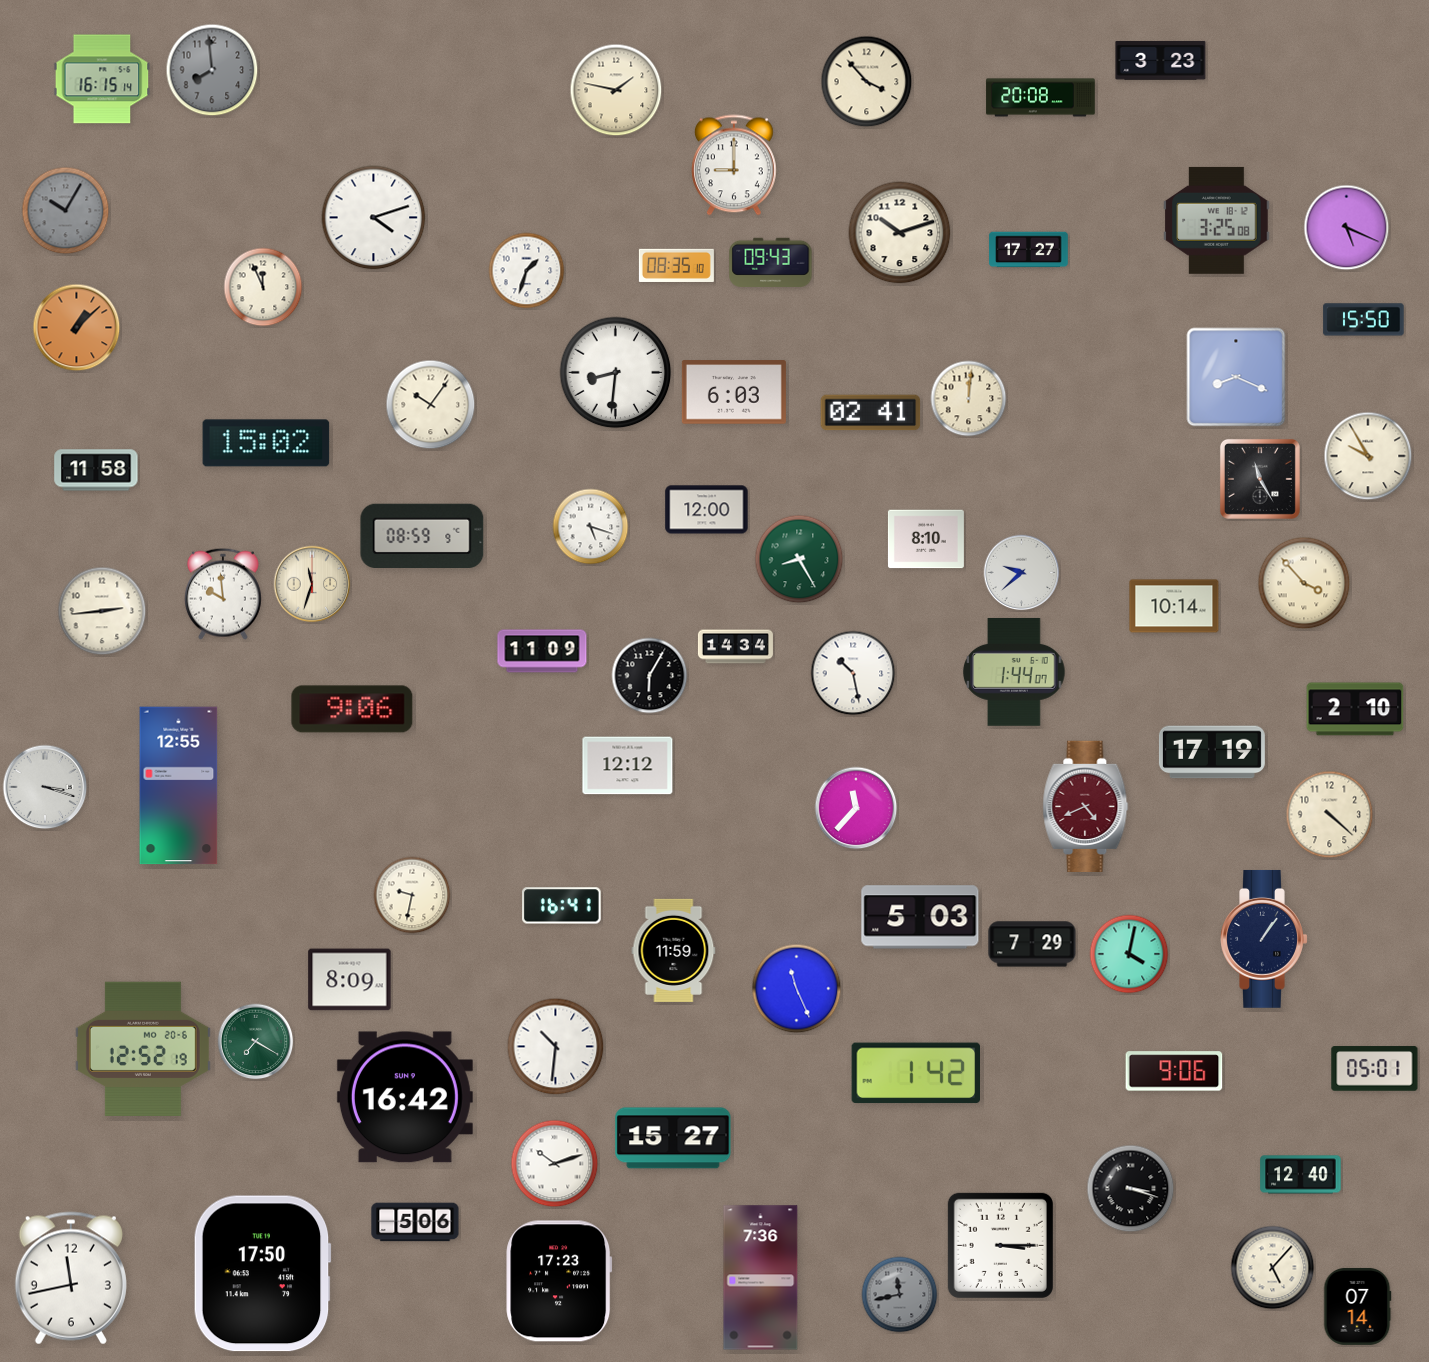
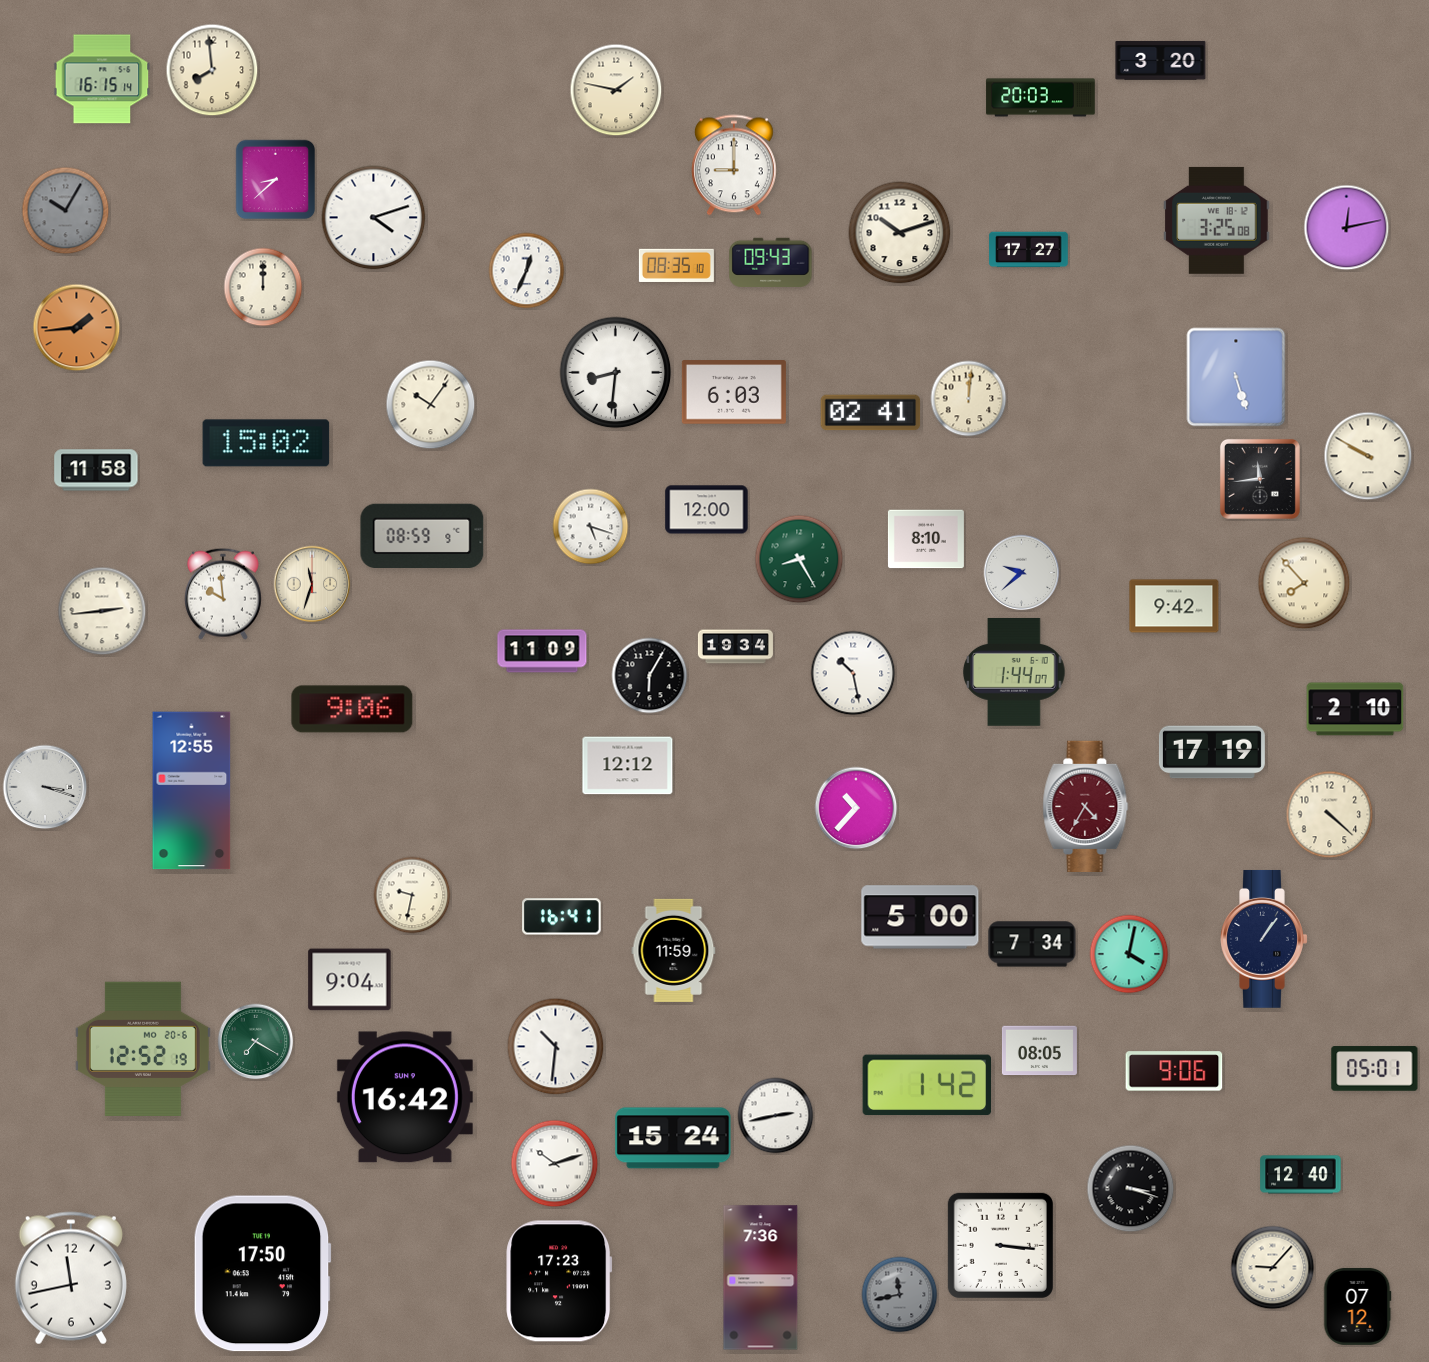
clock at (1161, 60): 3:23 -> 3:20
clock at (212, 70) dial: grey -> cream
clock at (867, 82): 3:53 -> none
clock at (1041, 98): 20:08 -> 20:03
clock at (276, 180): none -> 8:38
clock at (1347, 228): 5:19 -> 12:13
clock at (527, 271): 1:33 -> 12:34
clock at (263, 287): 11:56 -> 12:00
clock at (1364, 320): 15:50 -> none
clock at (77, 328): 1:08 -> 1:44
clock at (1236, 377): 8:19 -> 5:27
clock at (1368, 456): 9:55 -> 9:50
clock at (1260, 479): 11:25 -> 11:44
clock at (1304, 583): 3:53 -> 7:53
clock at (1174, 606): 10:14 -> 9:42
clock at (735, 647): 14:34 -> 19:34
clock at (179, 786) position: (179, 786) -> (192, 791)
clock at (1086, 806): 4:41 -> 4:35
clock at (856, 808): 11:37 -> 10:37
clock at (562, 906) position: (562, 906) -> (562, 917)
clock at (920, 917): 5:03 -> 5:00
clock at (1032, 944): 7:29 -> 7:34
clock at (350, 980): 8:09 -> 9:04
clock at (797, 989): 11:26 -> none
clock at (1039, 1051): none -> 08:05
clock at (916, 1073) position: (916, 1073) -> (927, 1085)
clock at (776, 1116): none -> 2:43
clock at (673, 1138): 15:27 -> 15:24
clock at (415, 1222): 5:06 -> none
clock at (1000, 1245): 3:15 -> 3:16
clock at (1273, 1268): 5:07 -> 9:07
clock at (1357, 1306): 07:14 -> 07:12
